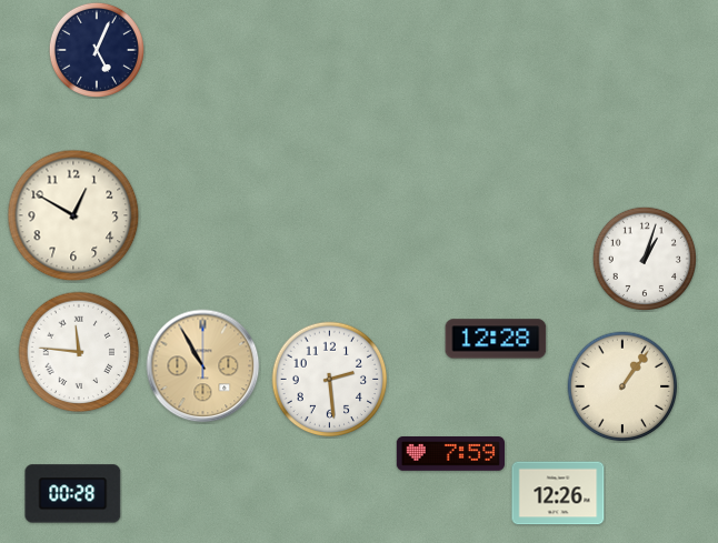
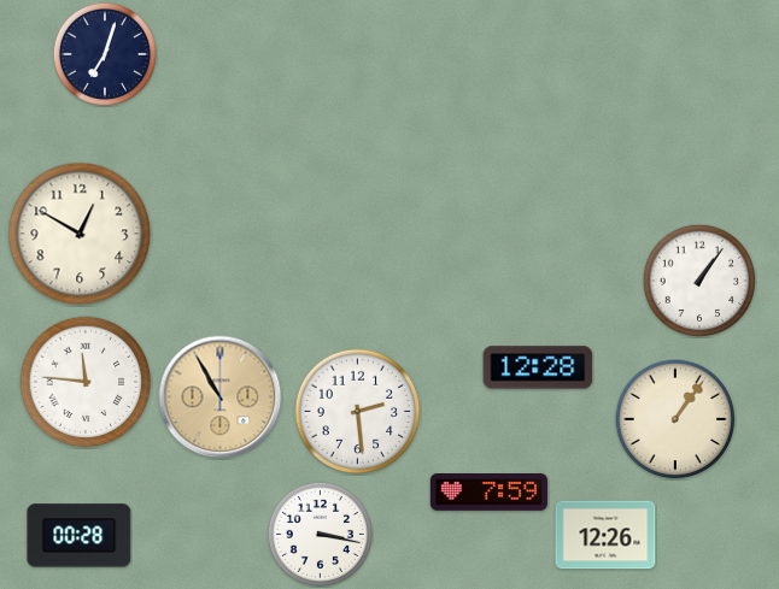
clock at (97, 50): 5:04 -> 7:03
clock at (644, 258): 1:03 -> 1:06
clock at (320, 534): none -> 3:17
